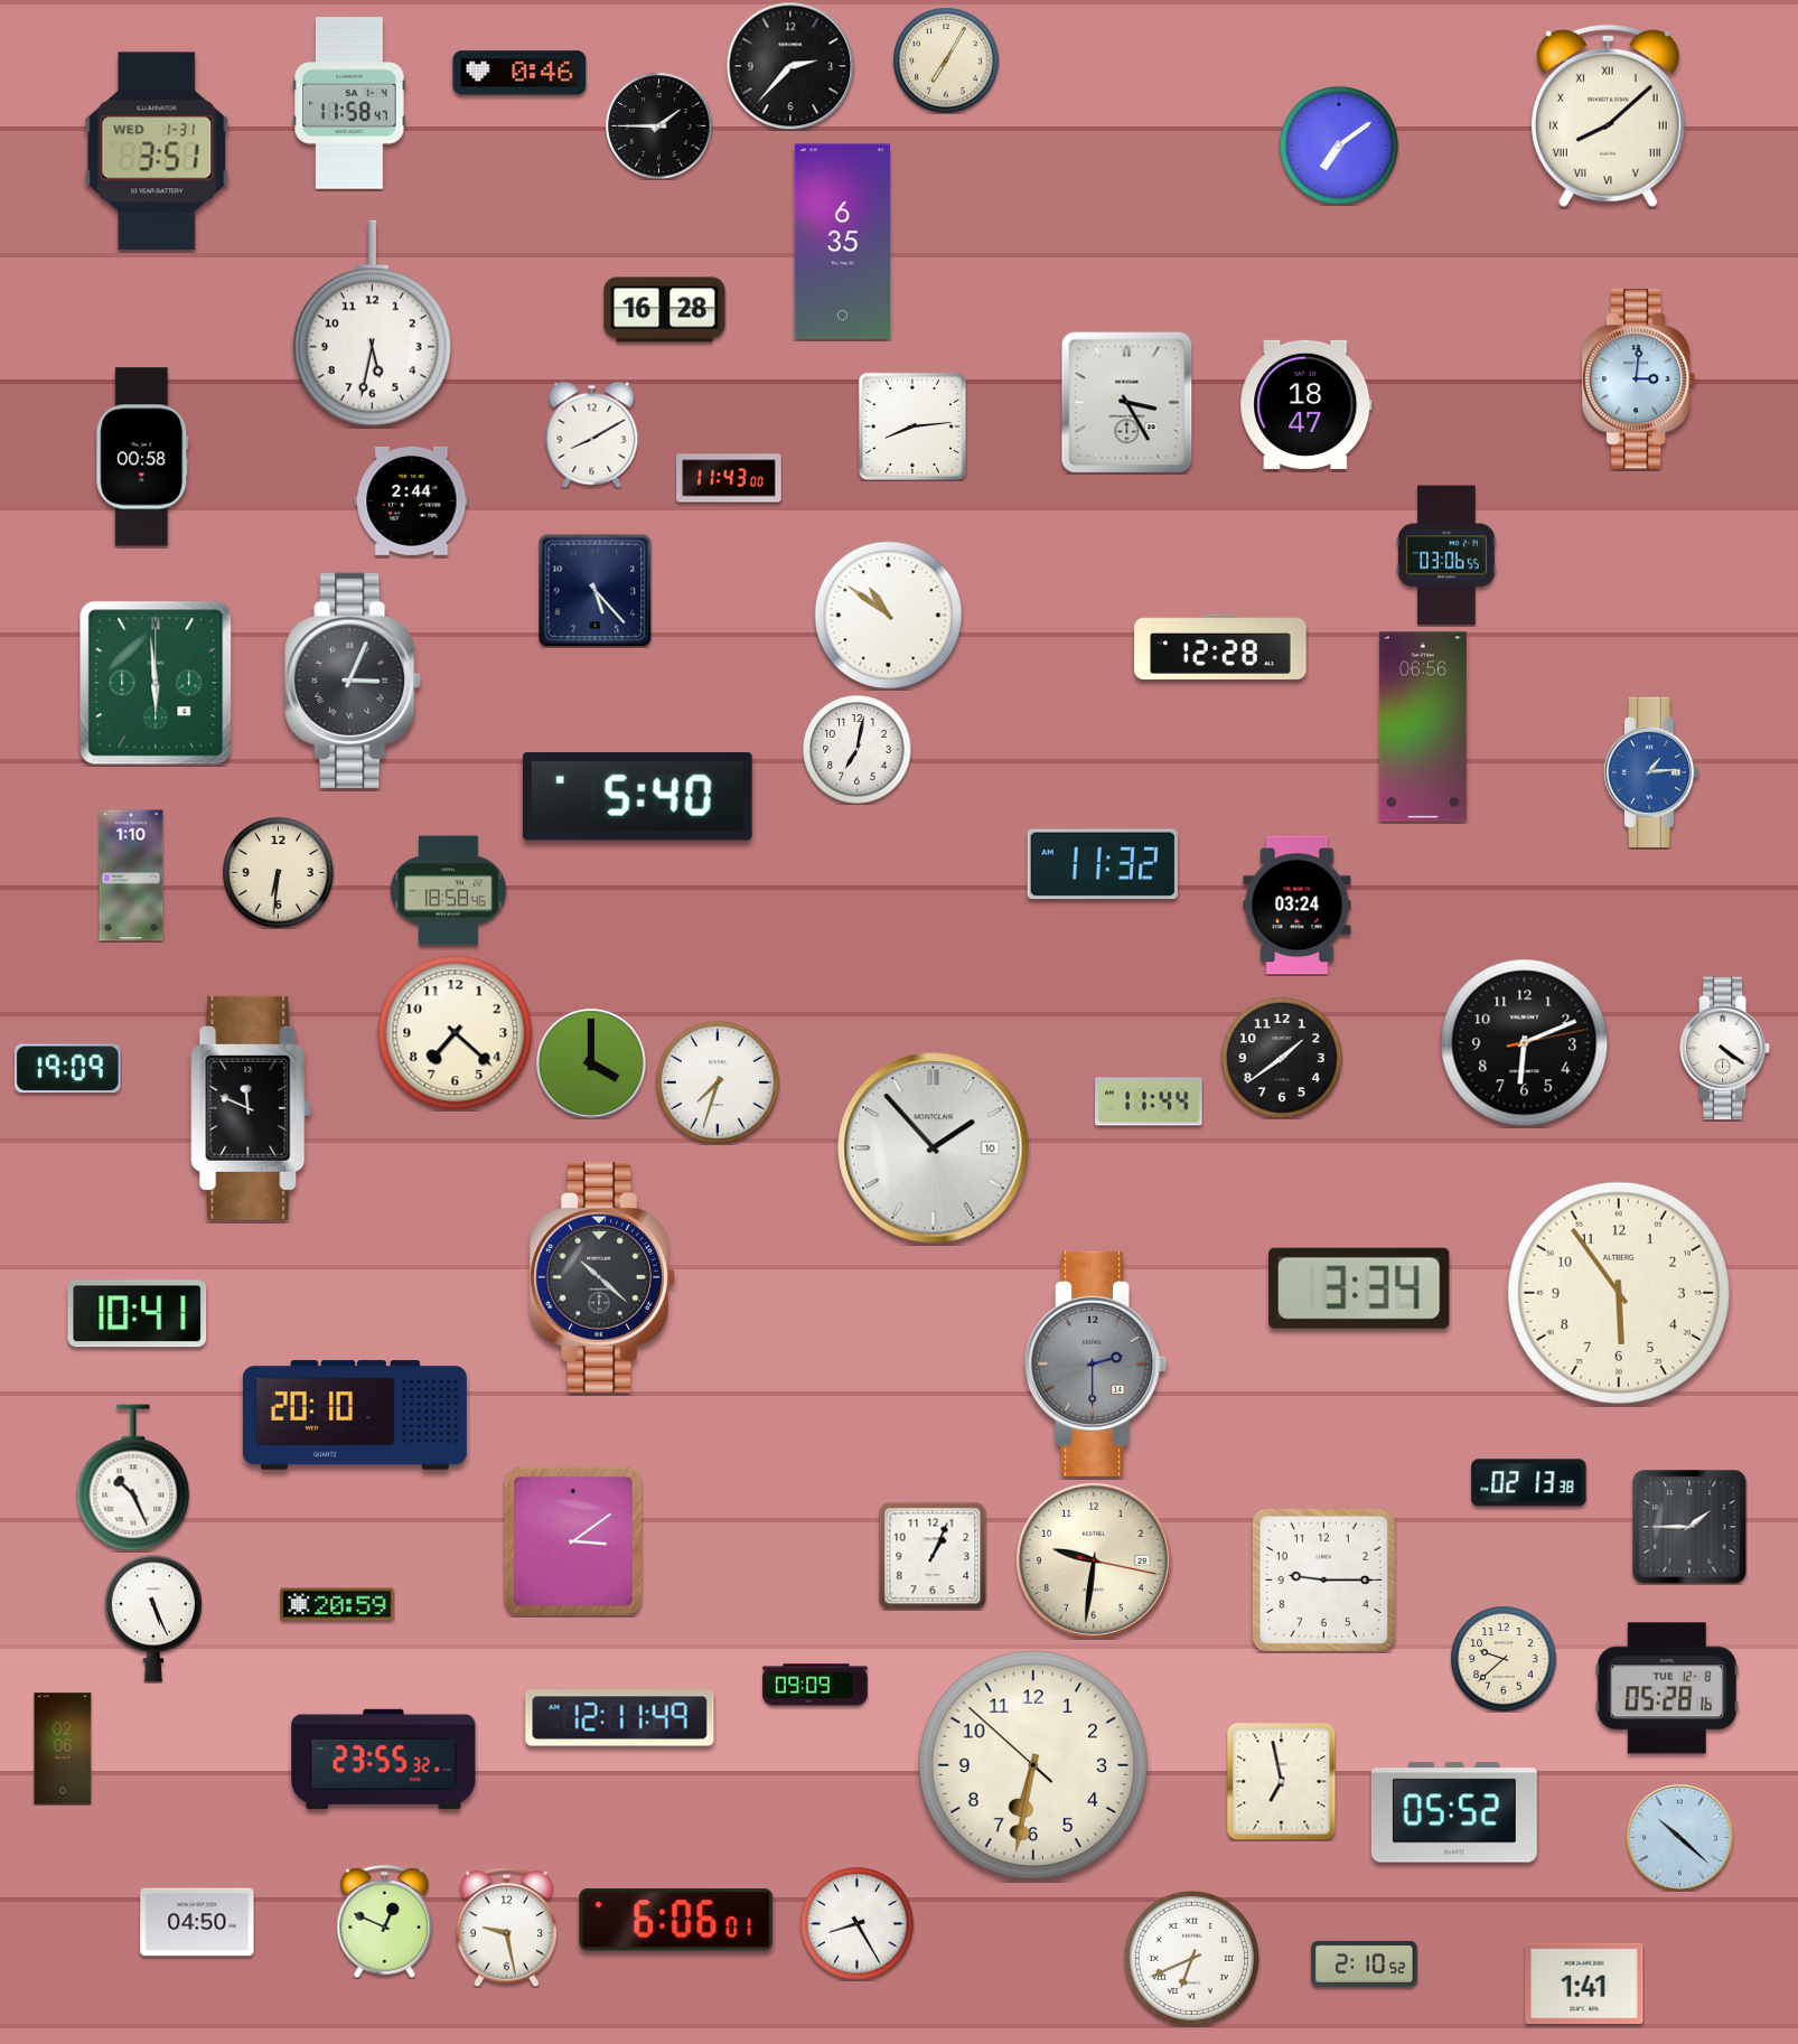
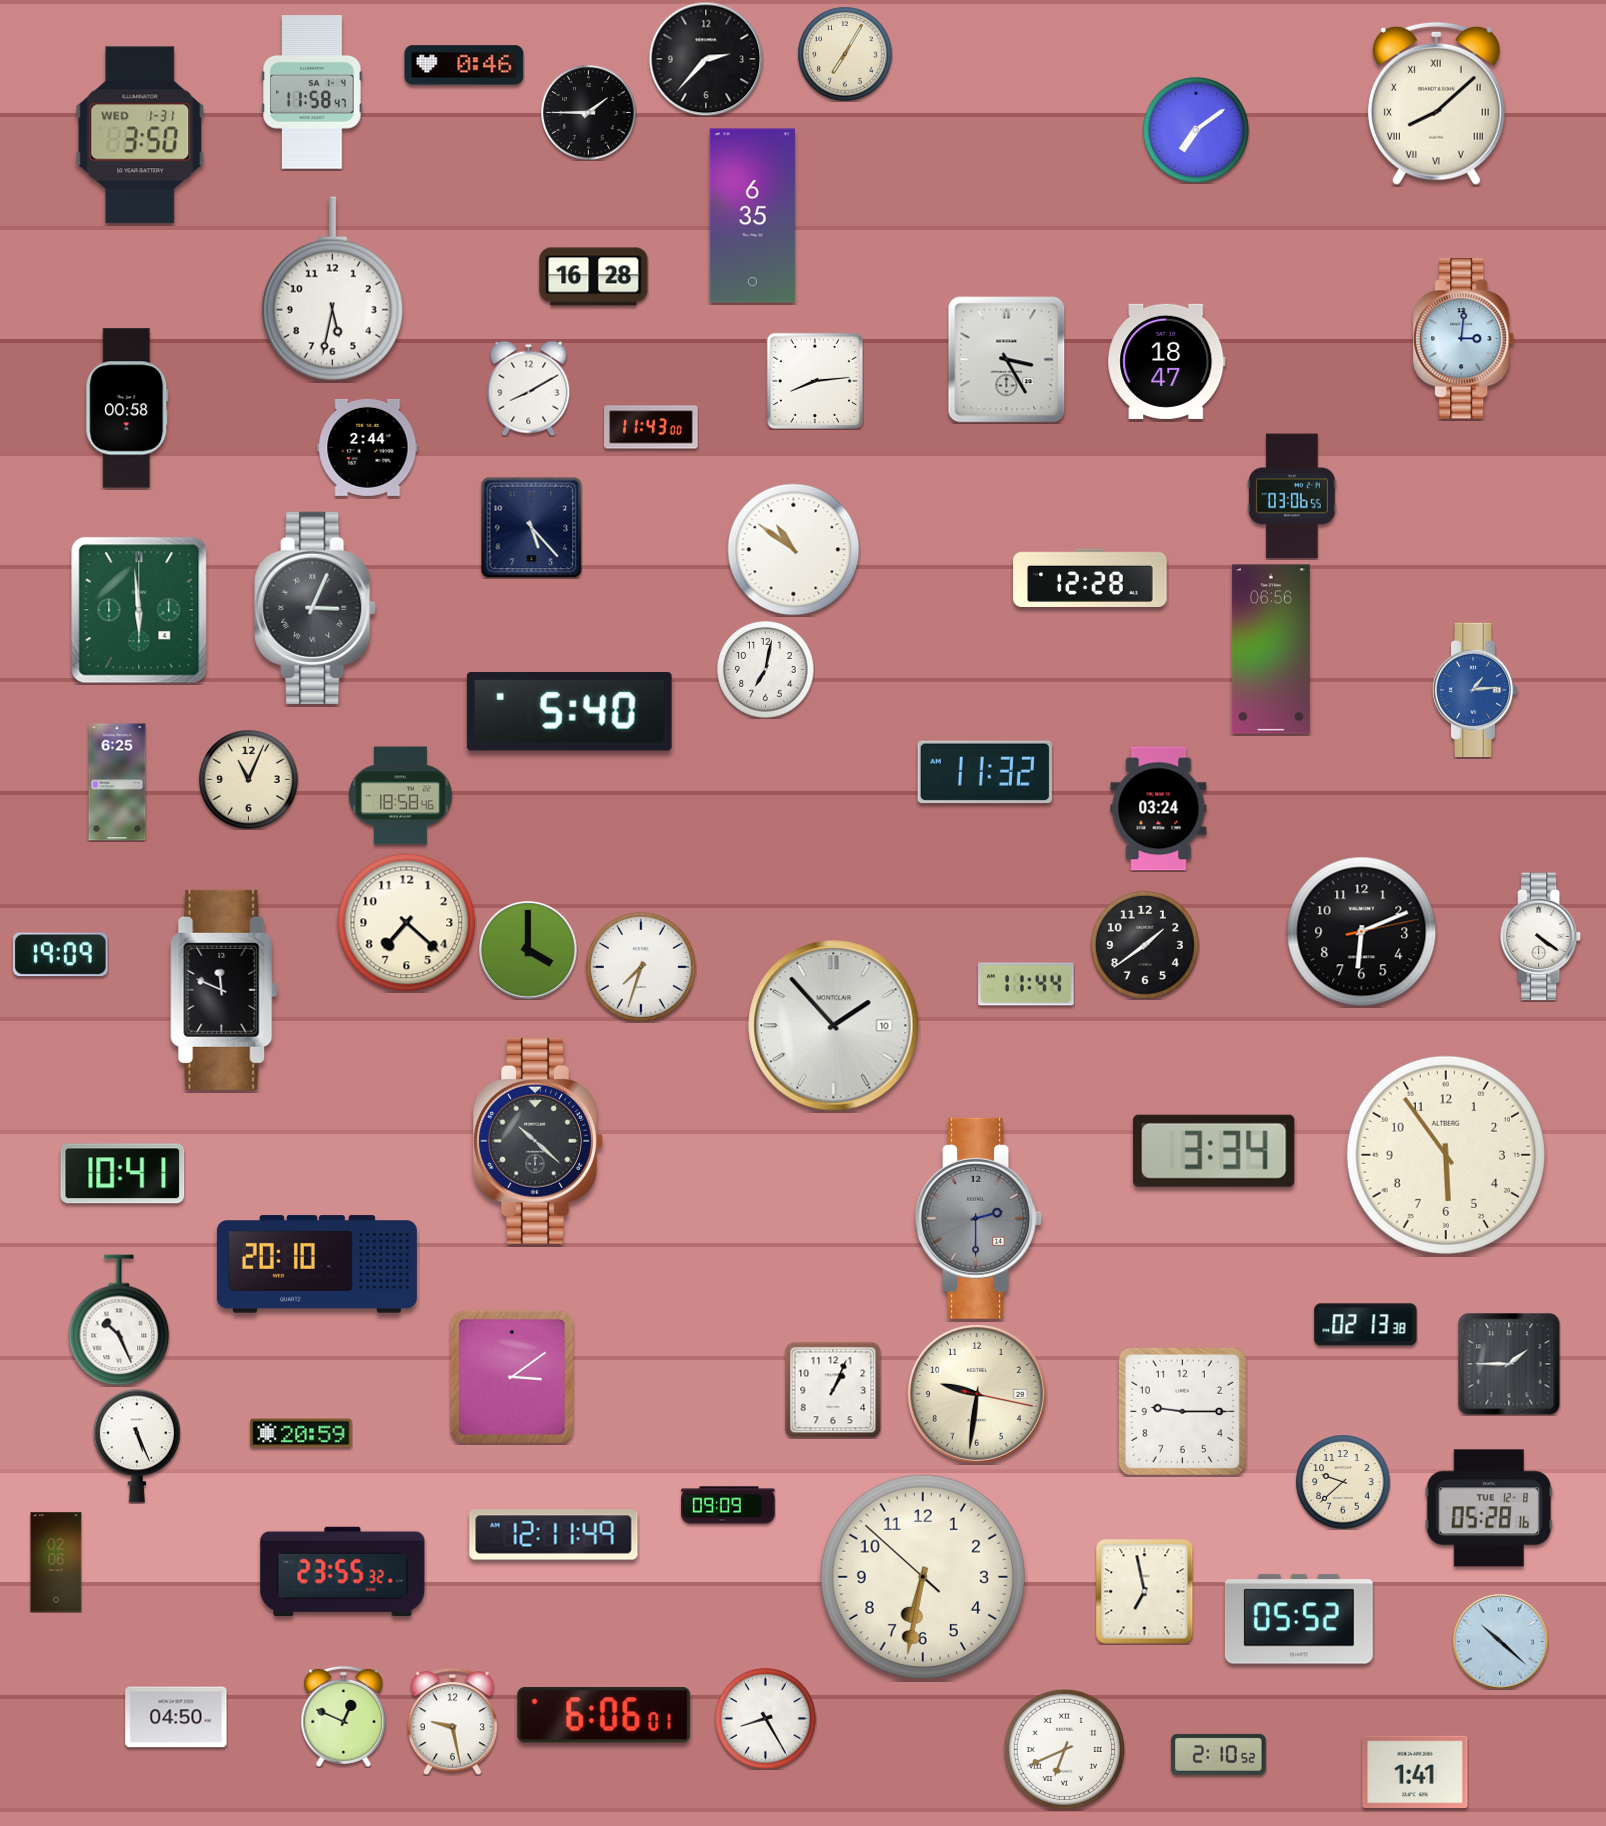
clock at (157, 151): 3:51 -> 3:50
clock at (279, 873): 6:31 -> 11:04
clock at (131, 875): 1:10 -> 6:25
